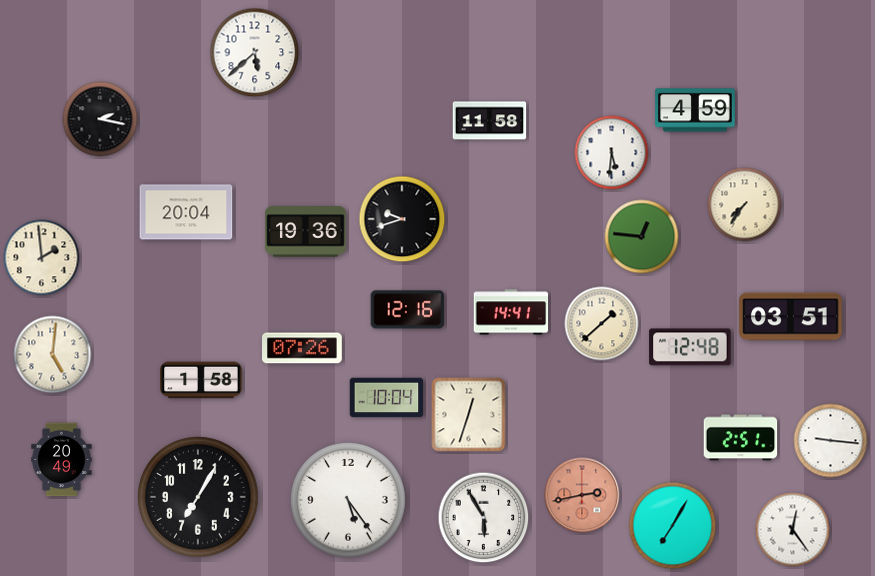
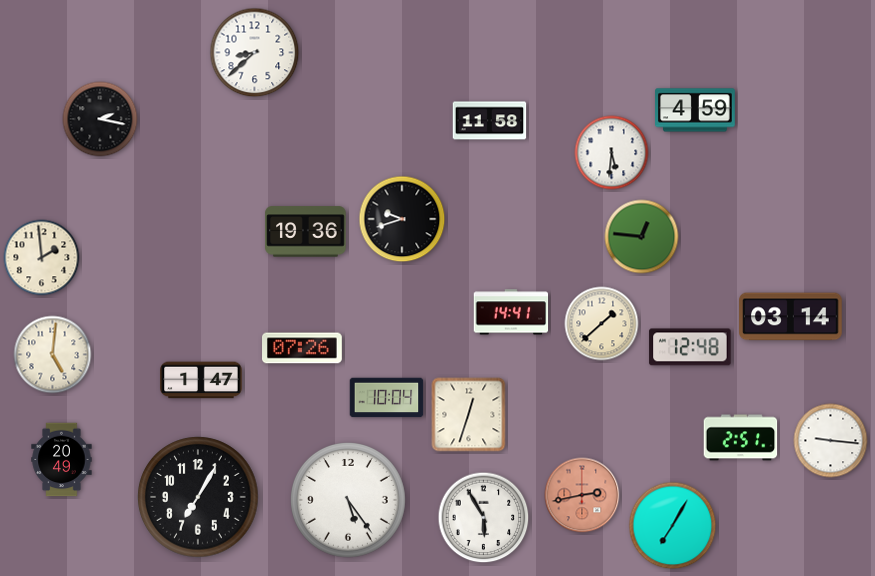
clock at (255, 53): 5:38 -> 8:38
clock at (745, 205): 7:36 -> none
clock at (186, 212): 20:04 -> none
clock at (408, 310): 12:16 -> none
clock at (791, 317): 03:51 -> 03:14
clock at (201, 380): 1:58 -> 1:47
clock at (793, 530): 12:24 -> none
